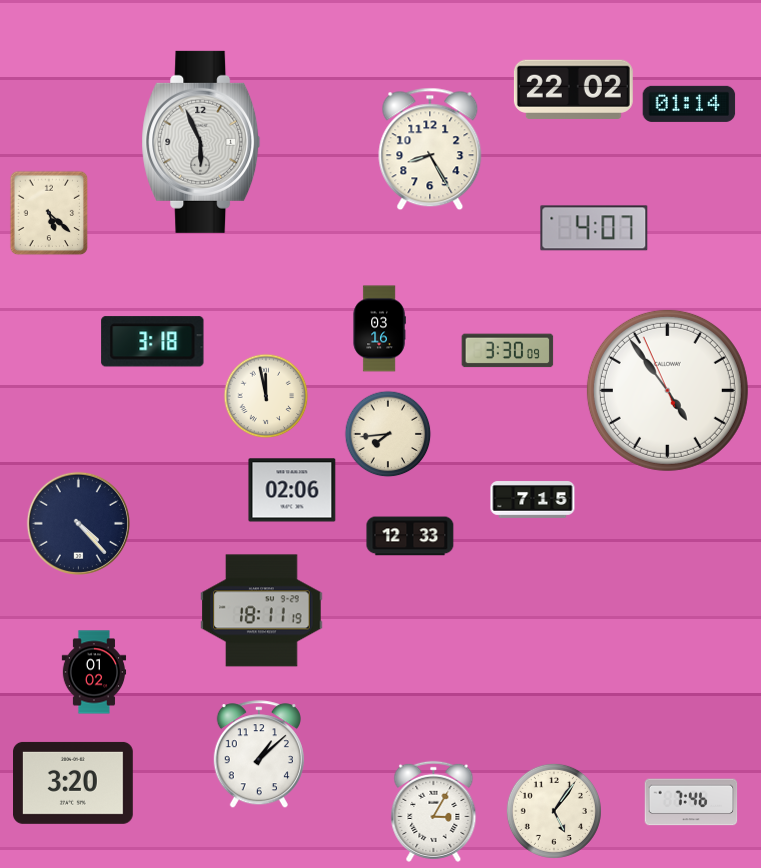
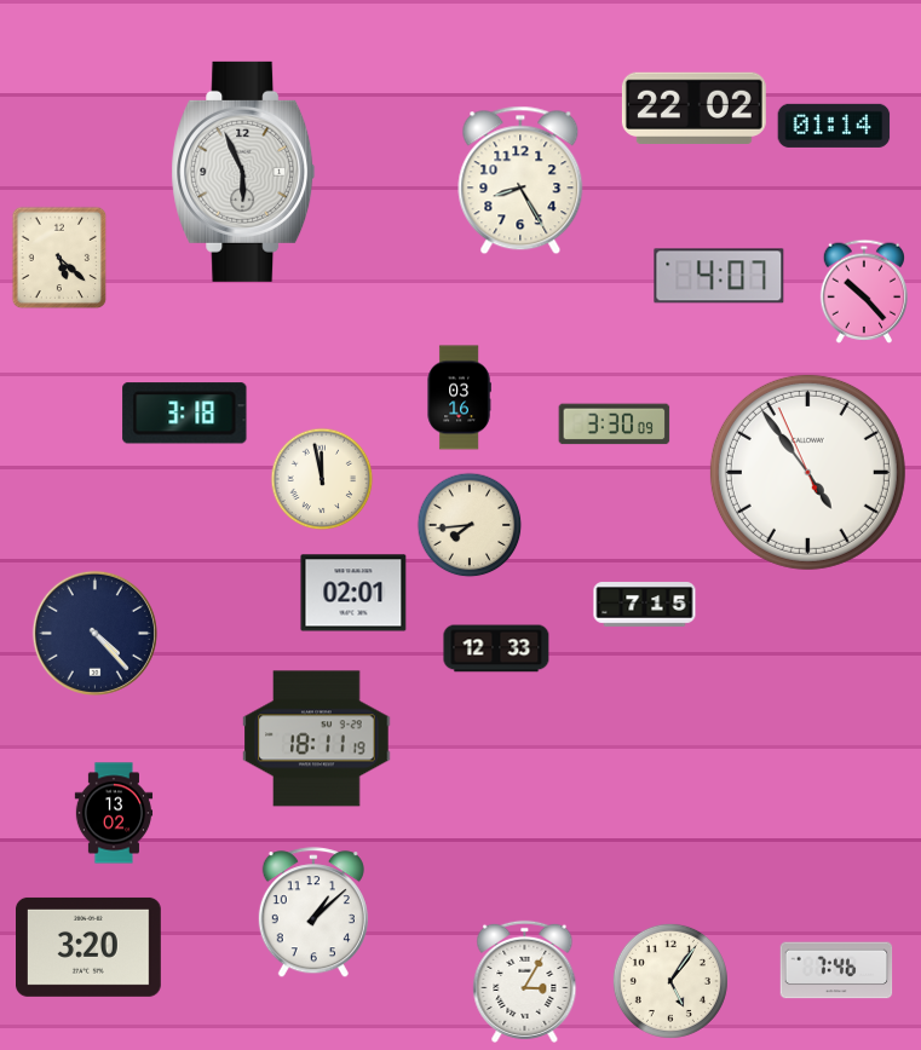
clock at (863, 292): none -> 10:23
clock at (292, 490): 02:06 -> 02:01
clock at (94, 672): 01:02 -> 13:02
